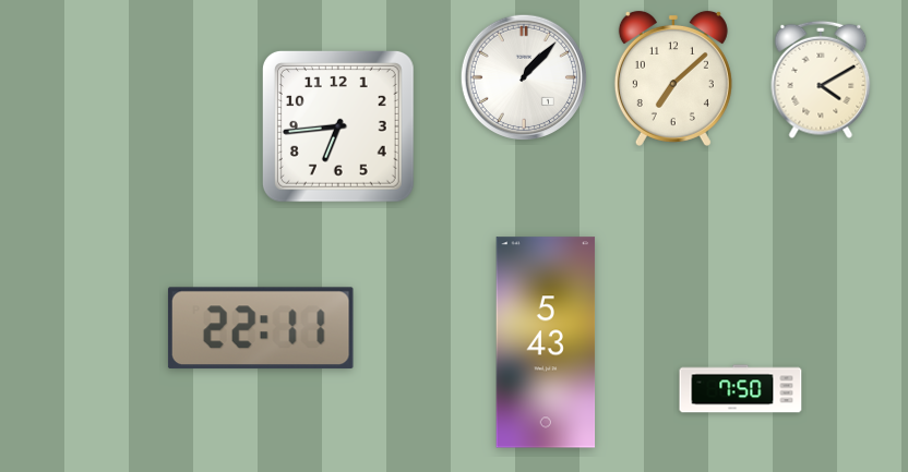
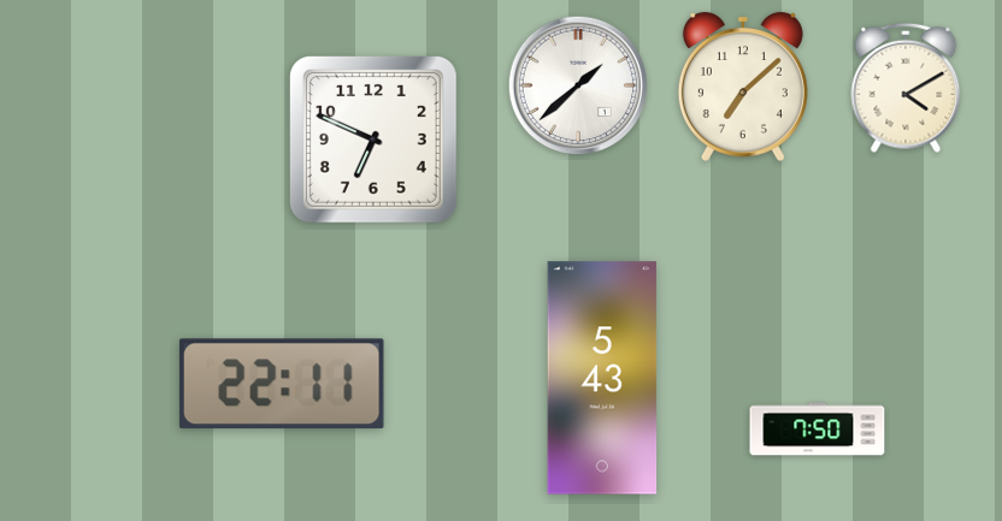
clock at (523, 76): 1:07 -> 1:38
clock at (338, 126): 6:44 -> 6:49
clock at (261, 328) position: (261, 328) -> (282, 384)
